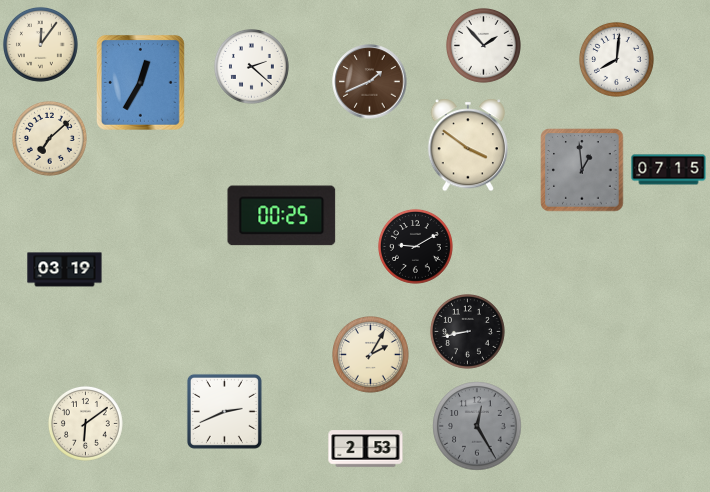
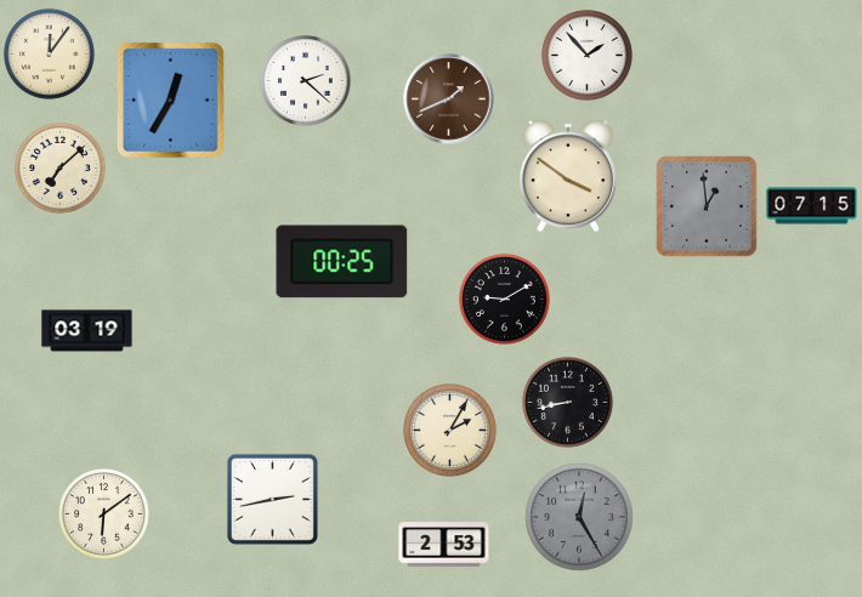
clock at (616, 59): 8:01 -> none
clock at (65, 270) position: (65, 270) -> (87, 331)
clock at (224, 411): 2:41 -> 2:43
